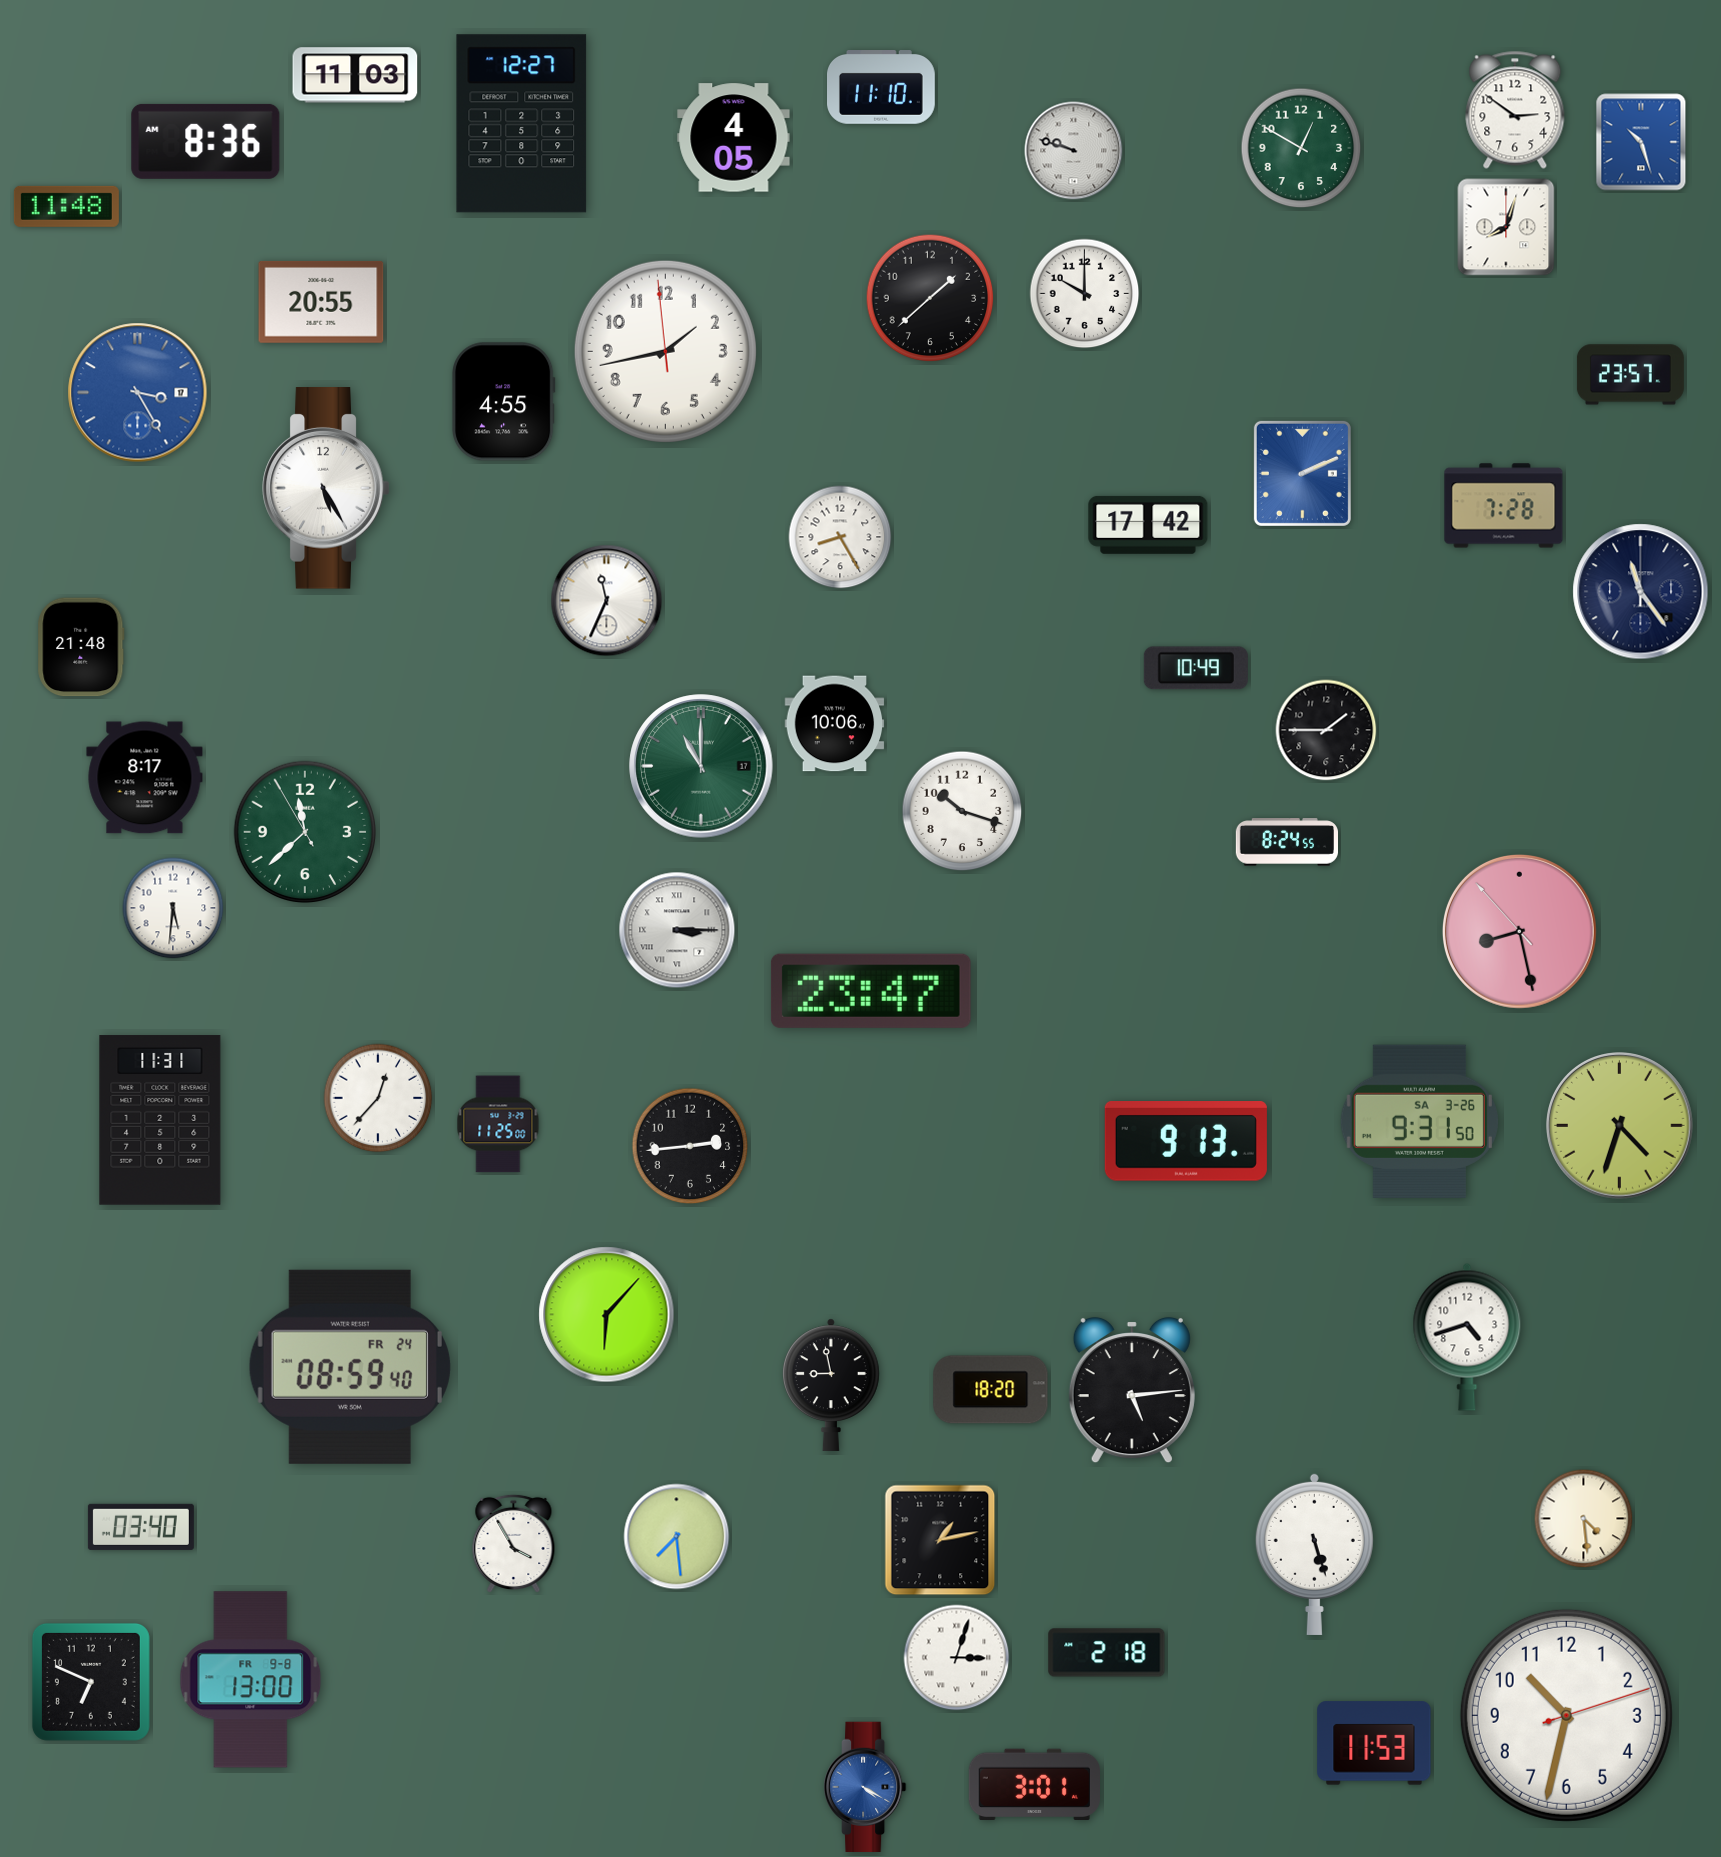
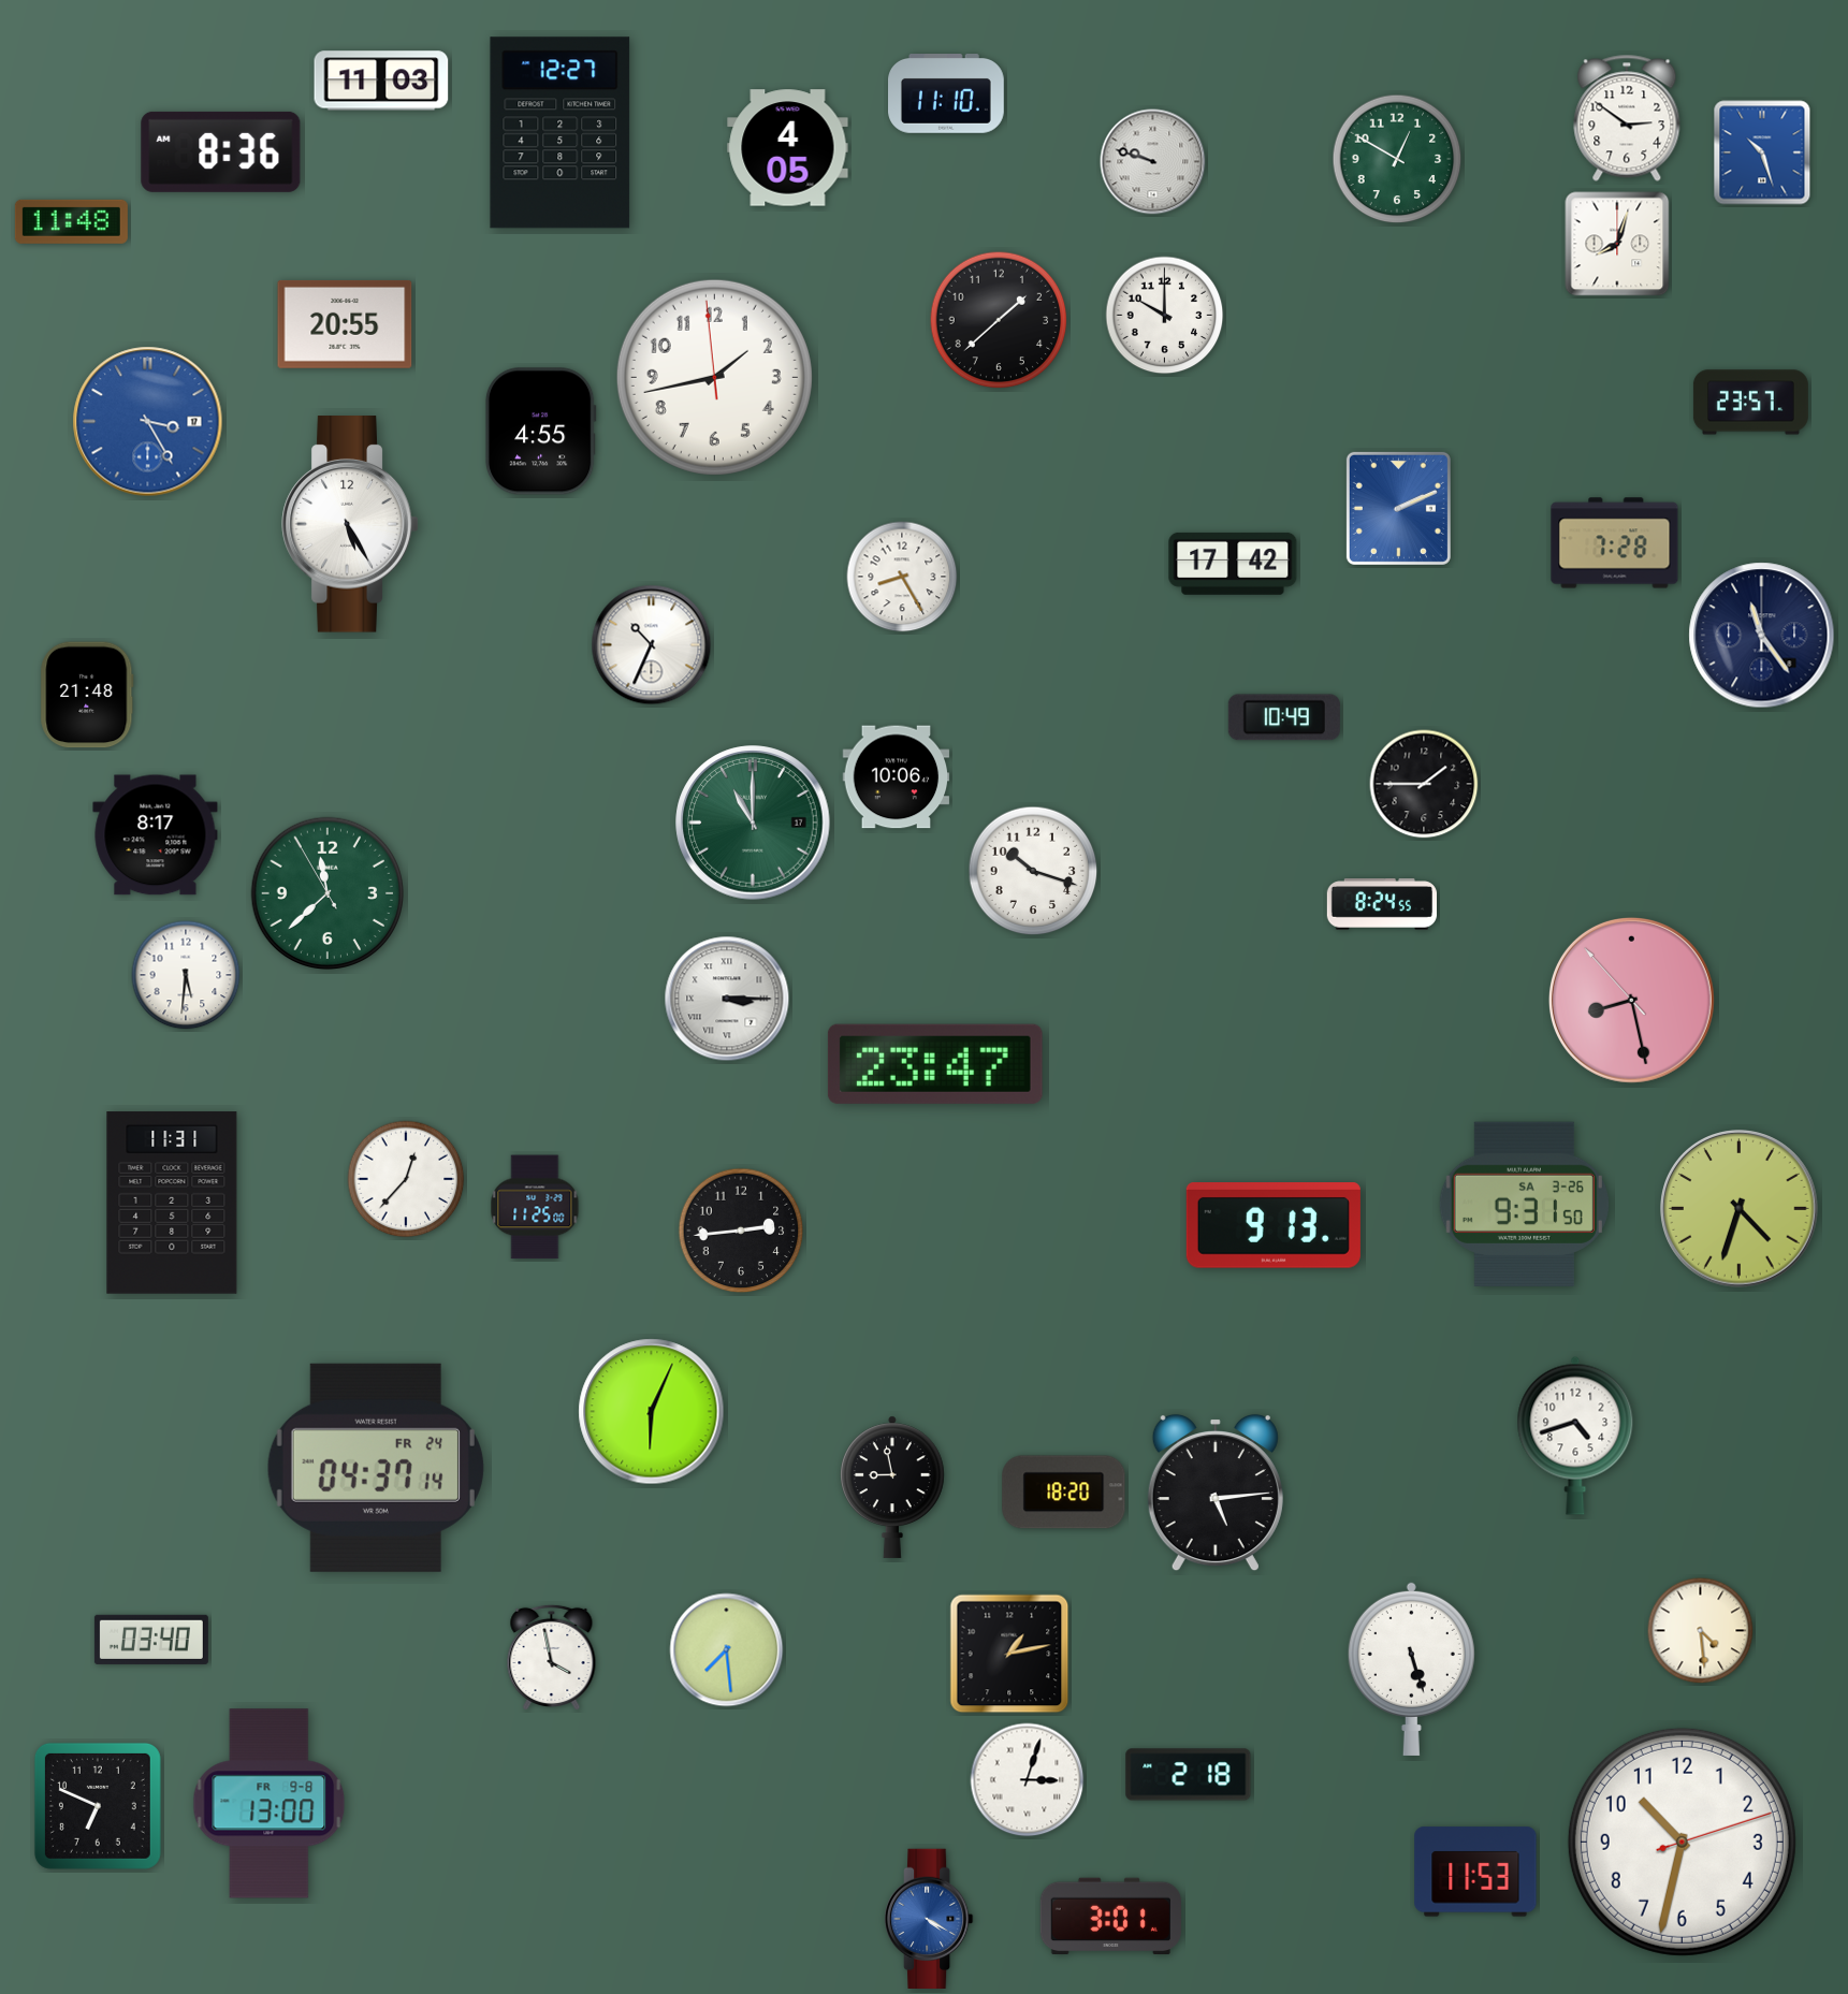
clock at (607, 601): 11:34 -> 10:34
clock at (607, 1315): 6:07 -> 6:04
clock at (350, 1367): 08:59 -> 04:37
clock at (514, 1544): 3:55 -> 3:58
